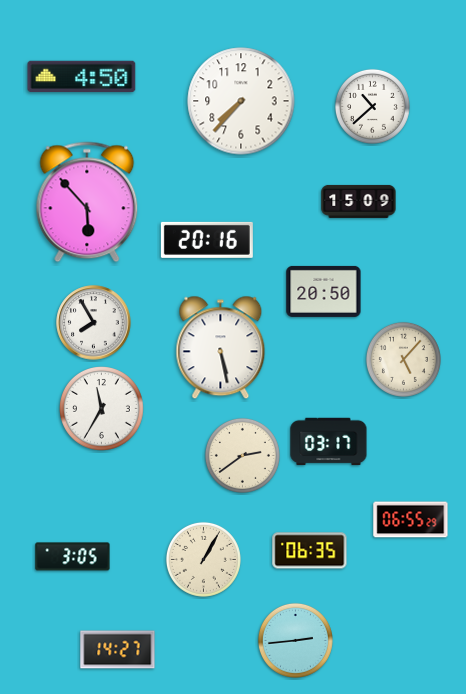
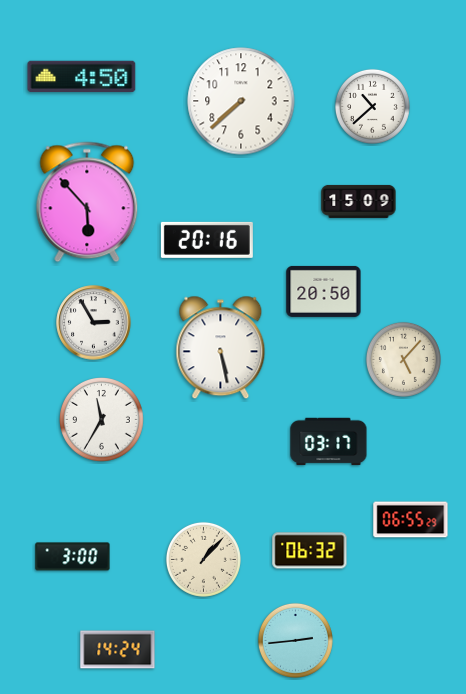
clock at (241, 101): 7:37 -> 7:38
clock at (94, 323): 7:55 -> 2:55
clock at (102, 409) position: (102, 409) -> (102, 420)
clock at (242, 455): 2:39 -> none
clock at (310, 551): 06:35 -> 06:32
clock at (73, 557): 3:05 -> 3:00
clock at (203, 559): 1:05 -> 1:07
clock at (118, 650): 14:27 -> 14:24
